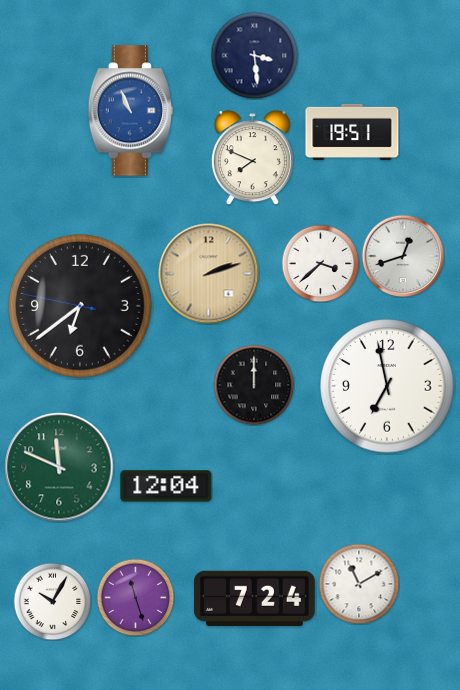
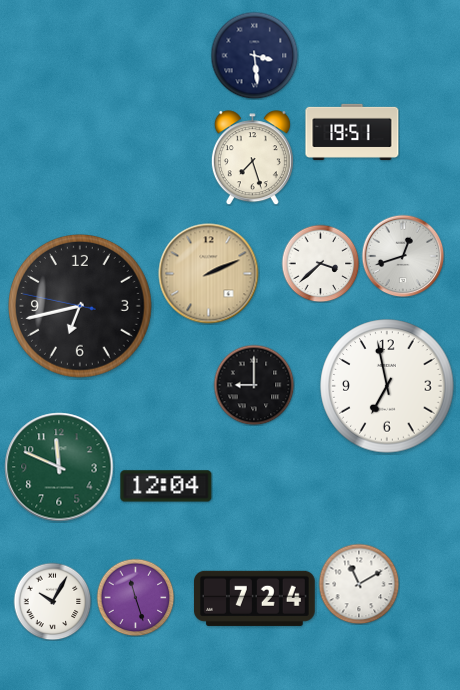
clock at (130, 111): 10:56 -> none
clock at (252, 158): 7:49 -> 7:27
clock at (209, 274): 2:12 -> 2:11
clock at (81, 307): 6:38 -> 6:42
clock at (254, 385): 12:00 -> 9:00
